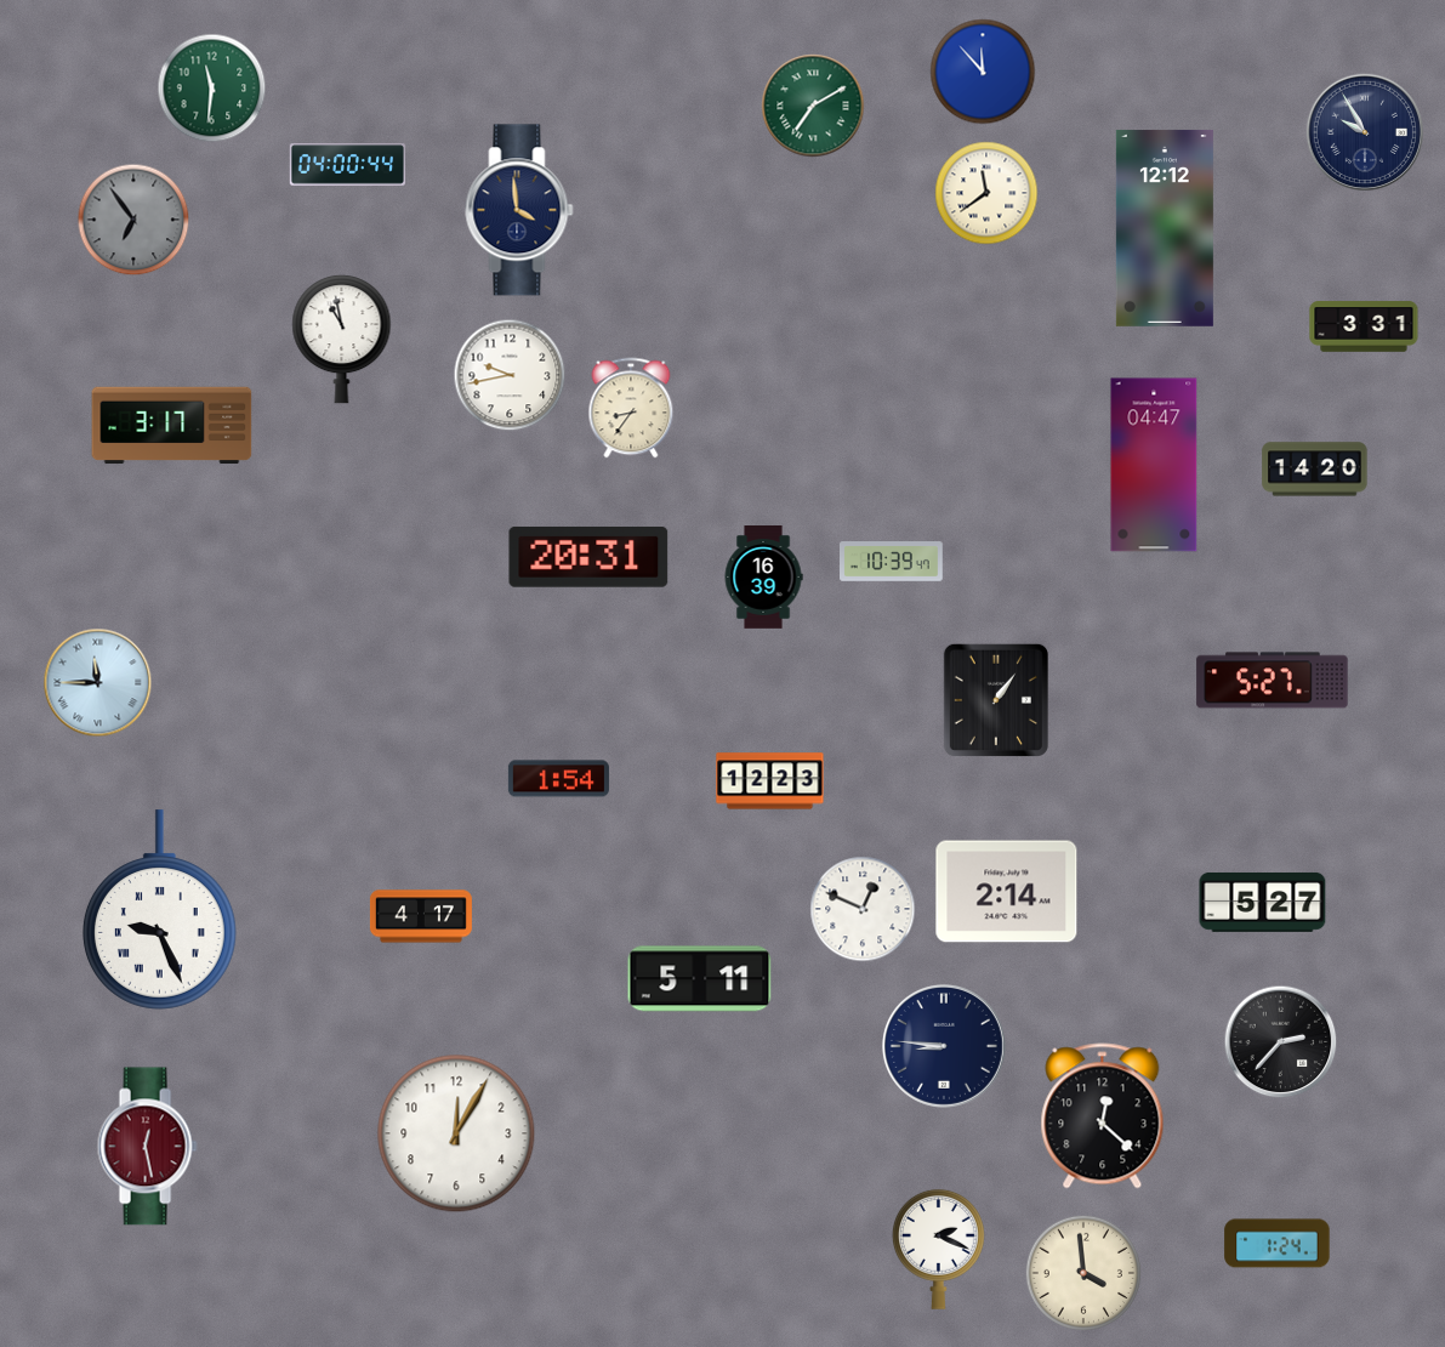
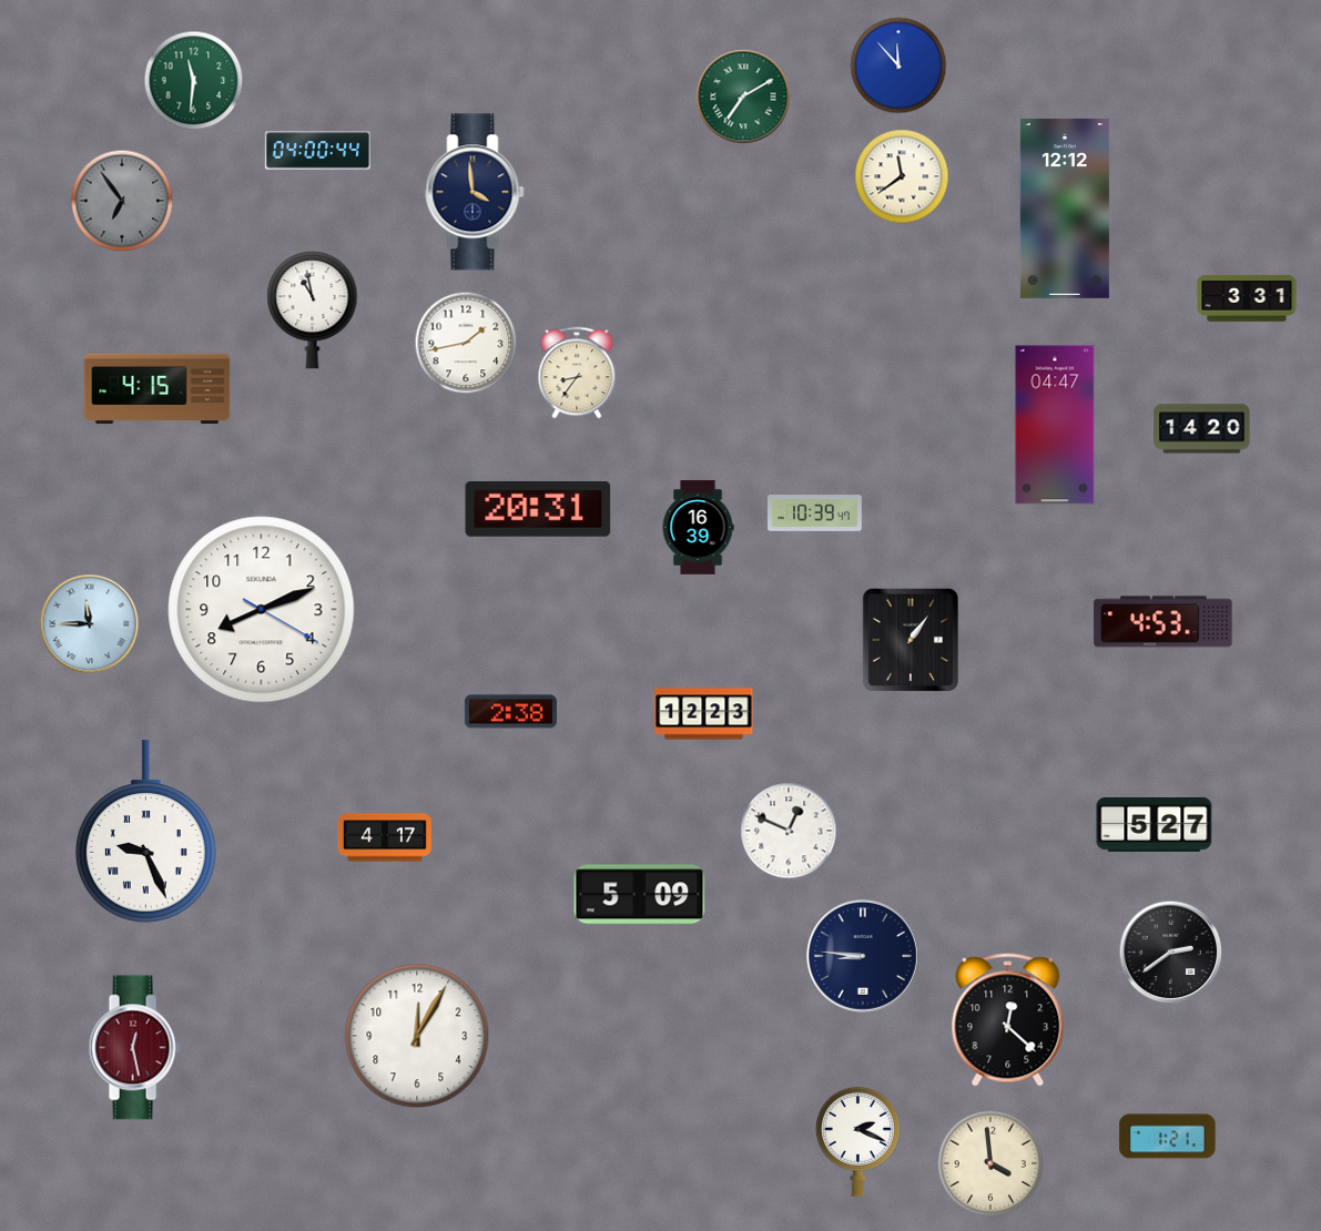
clock at (1364, 131): 9:55 -> none
clock at (510, 375): 9:43 -> 1:43
clock at (172, 426): 3:17 -> 4:15
clock at (262, 610): none -> 8:11
clock at (1273, 681): 5:27 -> 4:53
clock at (558, 779): 1:54 -> 2:38
clock at (1007, 892): 2:14 -> none
clock at (700, 979): 5:11 -> 5:09
clock at (1281, 1042): 2:37 -> 2:39
clock at (1278, 1244): 1:24 -> 1:21
